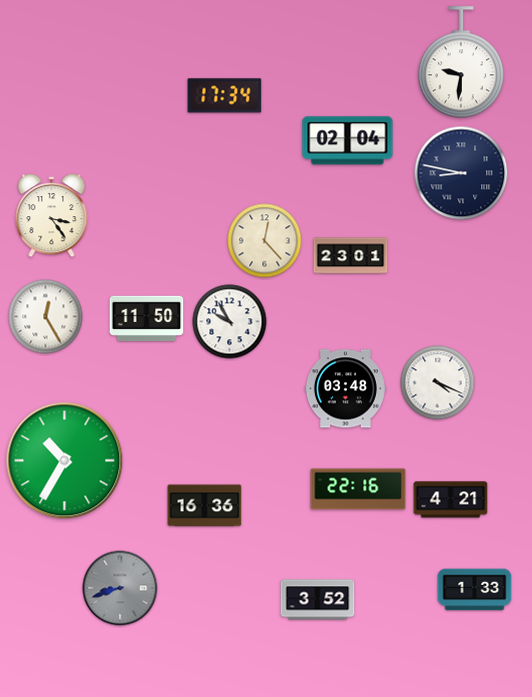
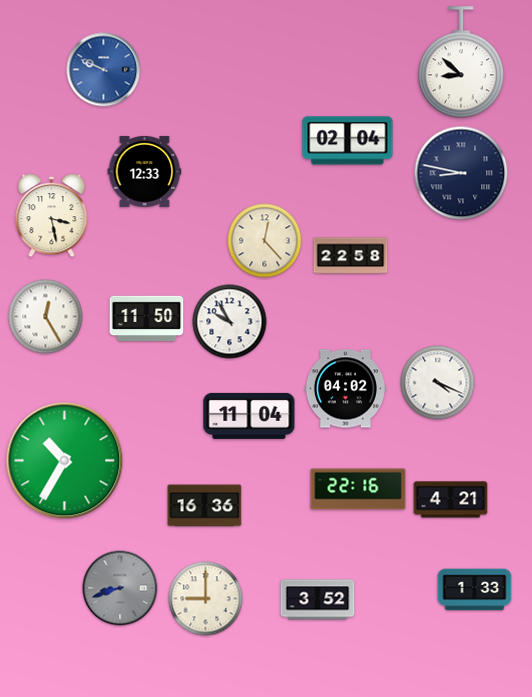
clock at (460, 63): 9:31 -> 8:52
clock at (104, 70): none -> 9:49
clock at (225, 96): 17:34 -> none
clock at (145, 171): none -> 12:33
clock at (52, 216): 3:24 -> 3:28
clock at (351, 256): 23:01 -> 22:58
clock at (345, 389): 03:48 -> 04:02
clock at (249, 416): none -> 11:04
clock at (206, 599): none -> 9:00
